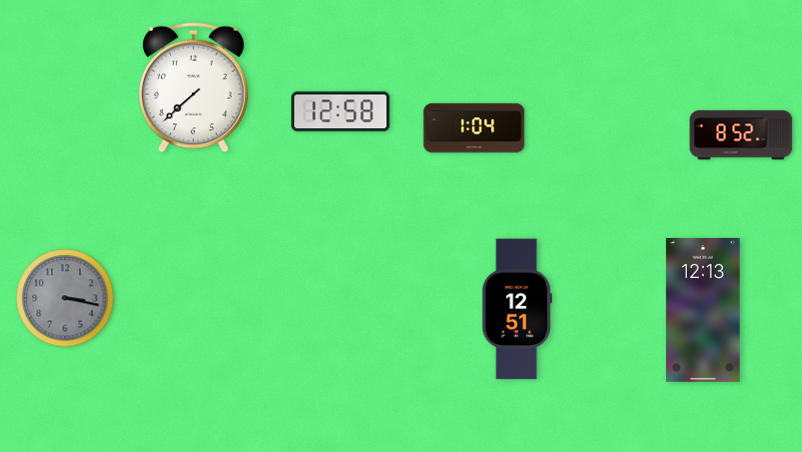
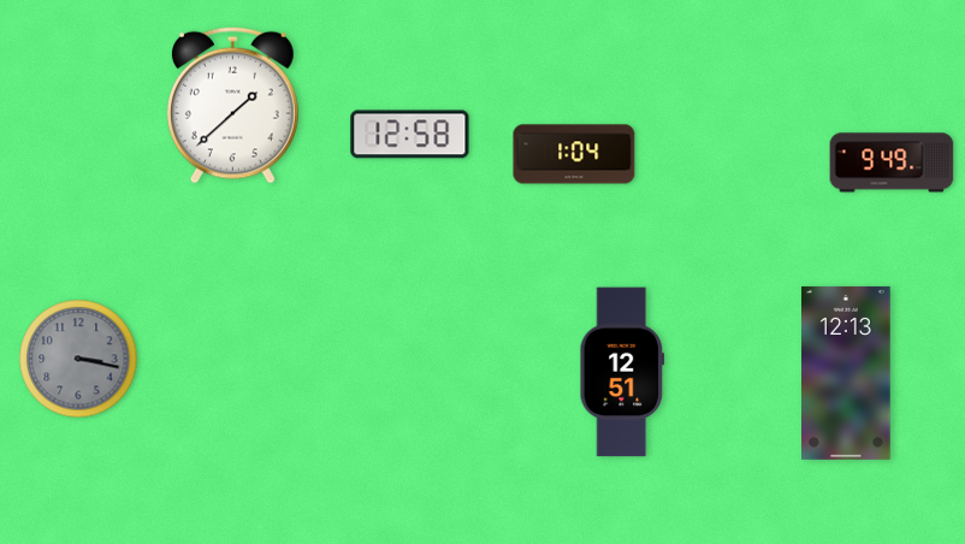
clock at (193, 87): 7:38 -> 1:38
clock at (474, 128) position: (474, 128) -> (574, 154)
clock at (741, 135): 8:52 -> 9:49
